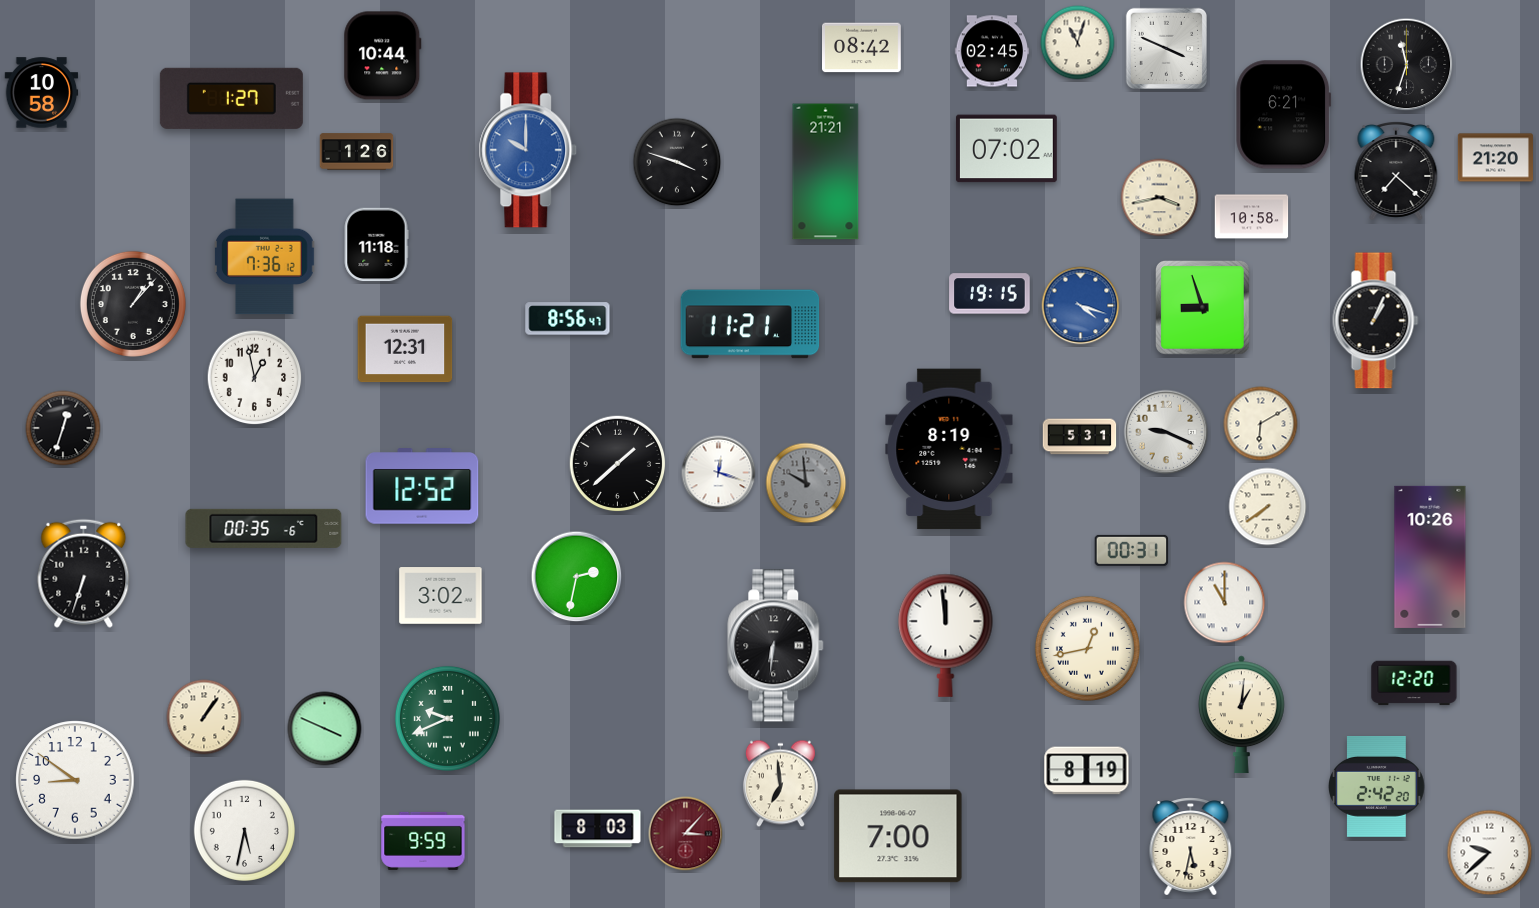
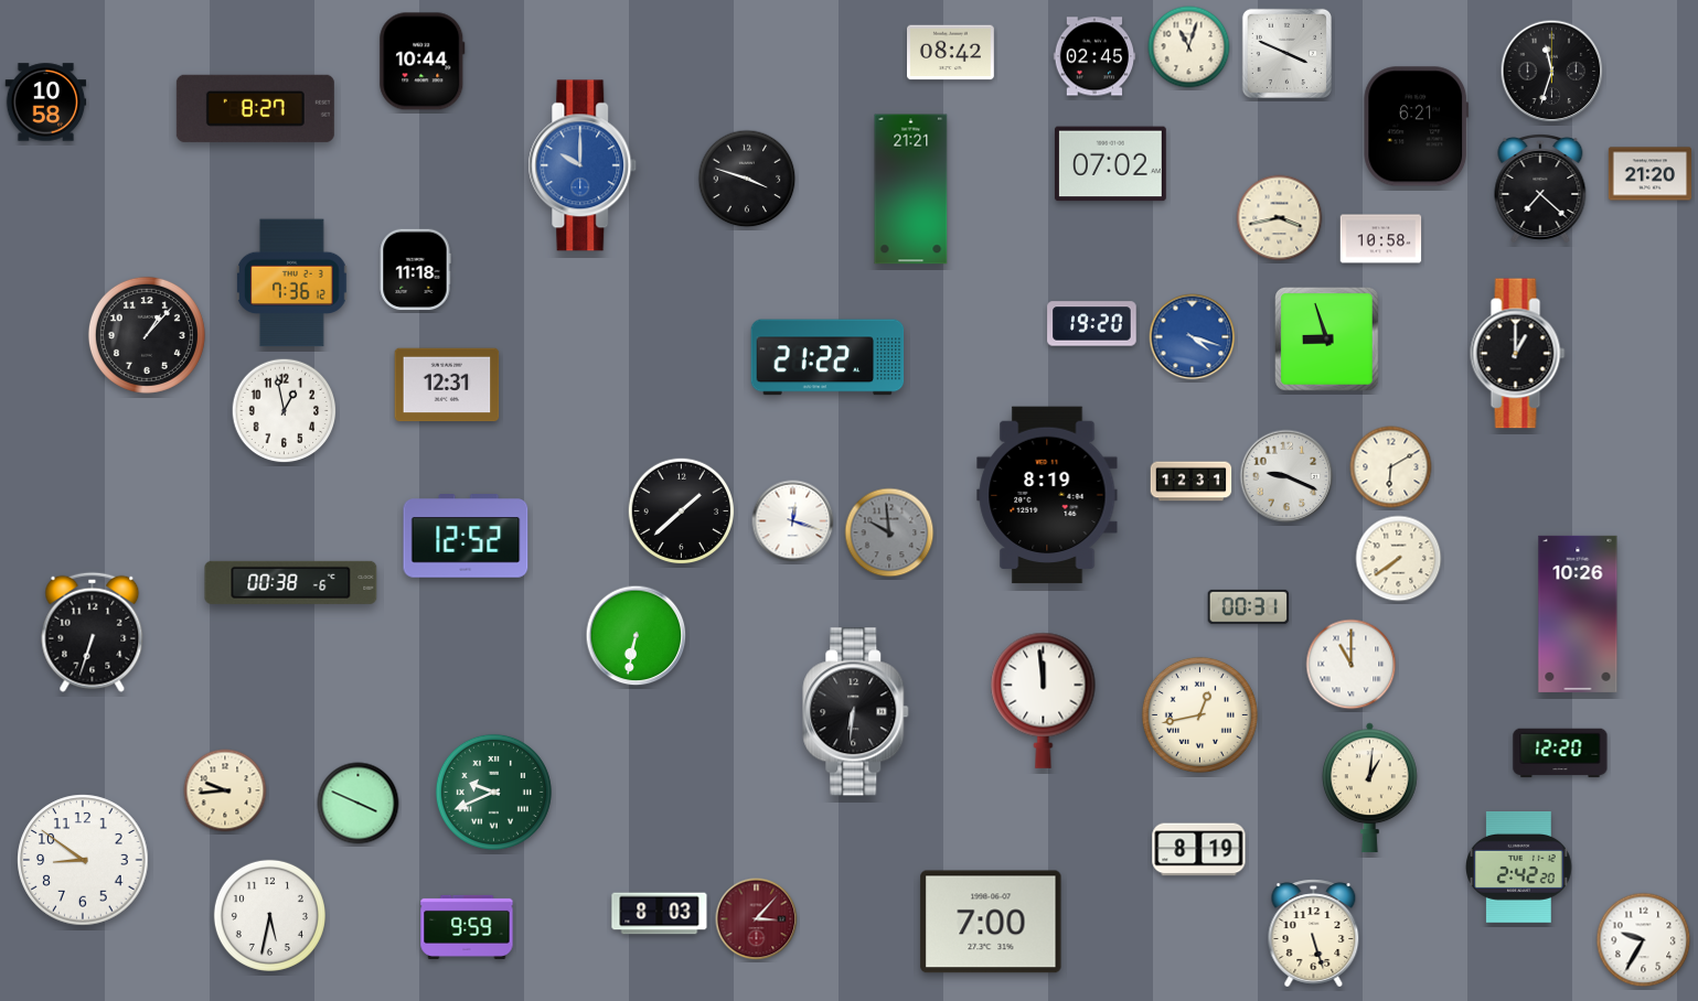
clock at (231, 98): 1:27 -> 8:27
clock at (357, 152): 1:26 -> none
clock at (990, 294): 19:15 -> 19:20
clock at (568, 319): 8:56 -> none
clock at (1376, 321): 1:04 -> 1:00
clock at (750, 324): 11:21 -> 21:22
clock at (255, 378) position: (255, 378) -> (285, 411)
clock at (63, 428): 12:33 -> none
clock at (1080, 437): 5:31 -> 12:31
clock at (264, 528): 00:35 -> 00:38
clock at (577, 577): 2:32 -> 6:32
clock at (441, 596): 3:02 -> none
clock at (204, 717): 1:06 -> 9:44
clock at (780, 784): 6:59 -> none
clock at (1191, 847): 5:32 -> 5:27
clock at (1490, 853): 9:38 -> 9:35
